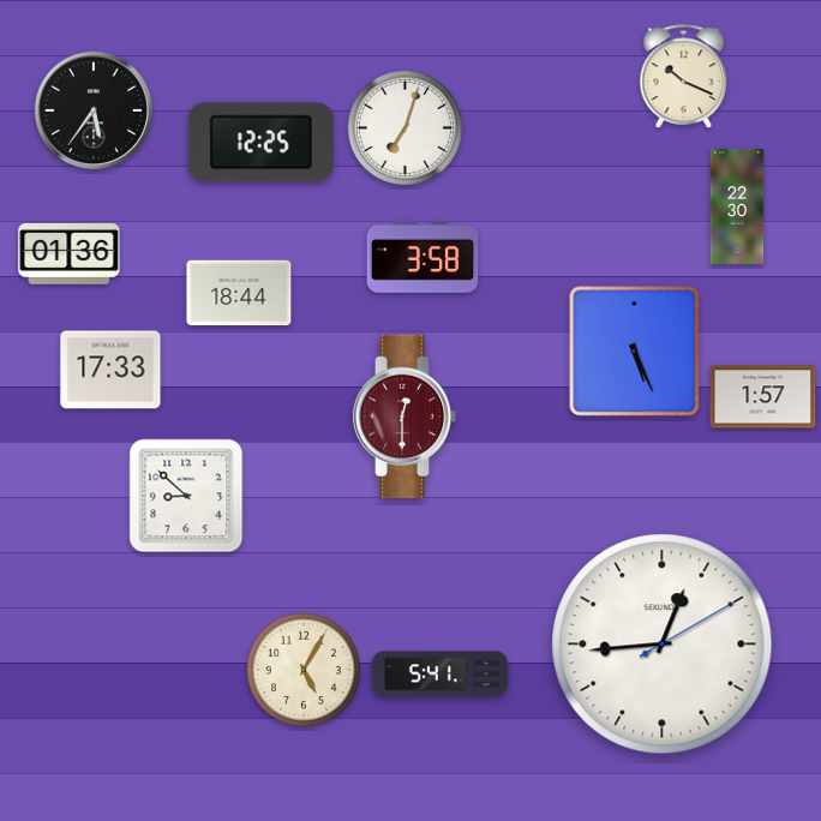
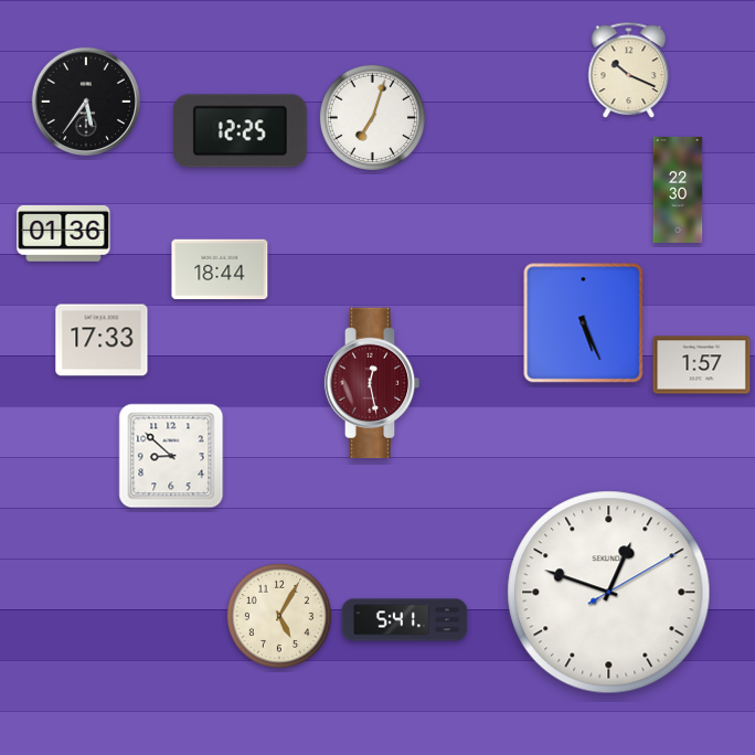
clock at (423, 258): 3:58 -> none
clock at (404, 417): 12:30 -> 12:28
clock at (663, 645): 12:44 -> 12:48
